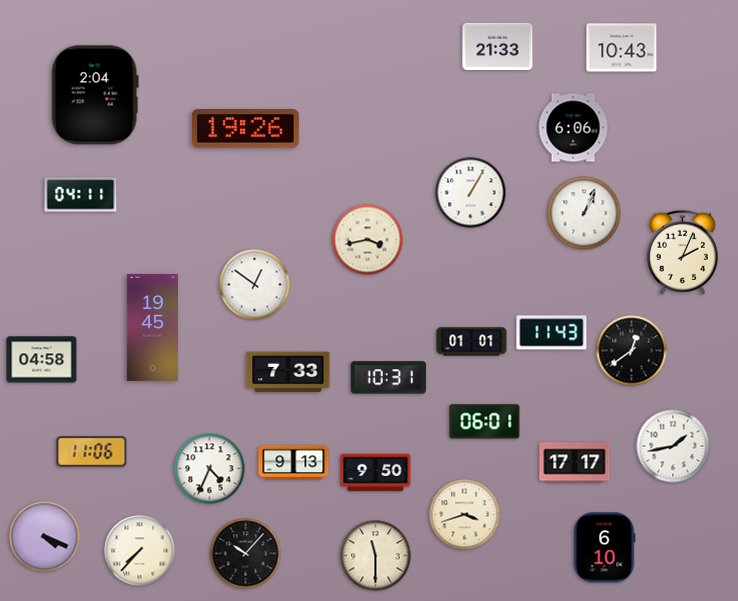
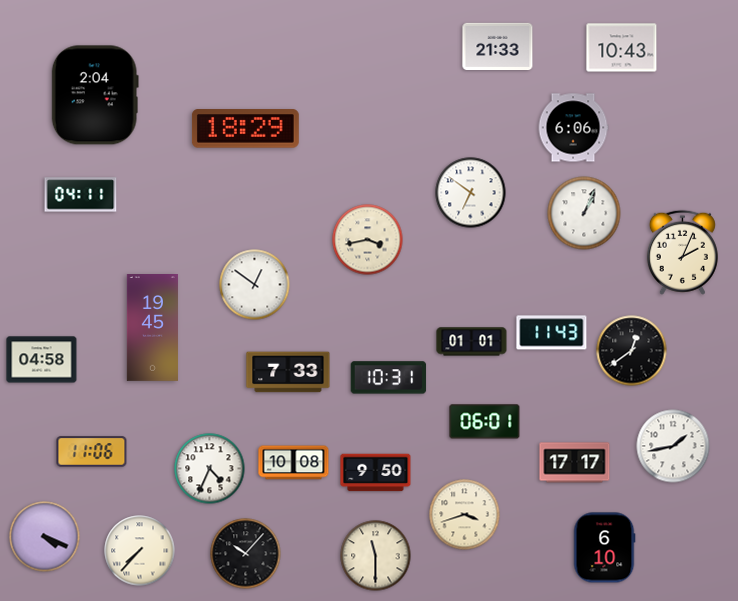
clock at (245, 129): 19:26 -> 18:29
clock at (471, 193): 1:05 -> 6:51
clock at (294, 463): 9:13 -> 10:08
